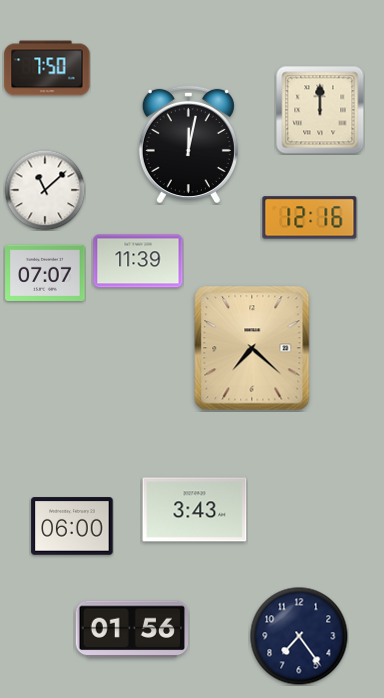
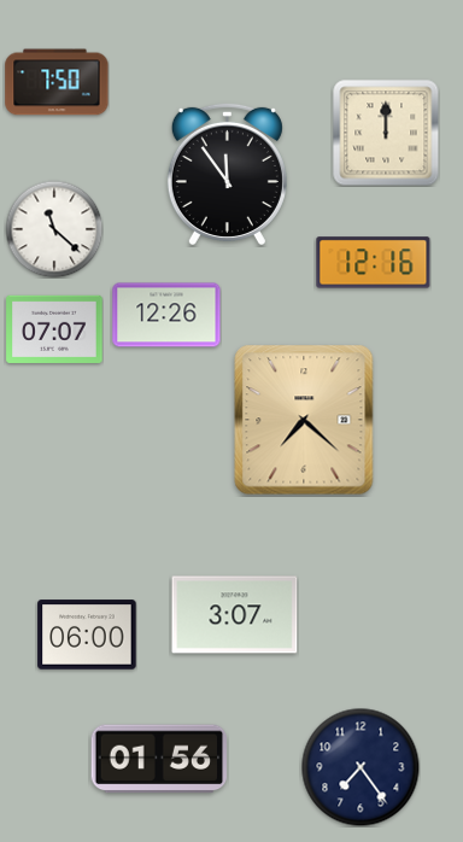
clock at (188, 143): 12:02 -> 11:54
clock at (45, 190): 11:08 -> 11:22
clock at (138, 261): 11:39 -> 12:26
clock at (195, 510): 3:43 -> 3:07
